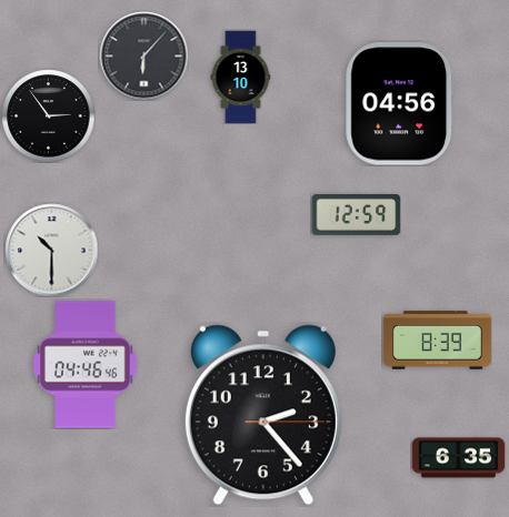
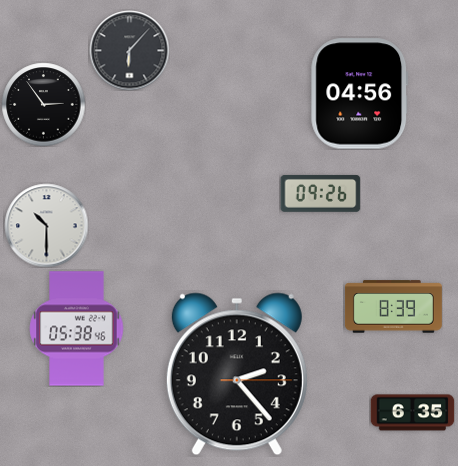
clock at (241, 77): 13:10 -> none
clock at (356, 214): 12:59 -> 09:26
clock at (86, 365): 04:46 -> 05:38
